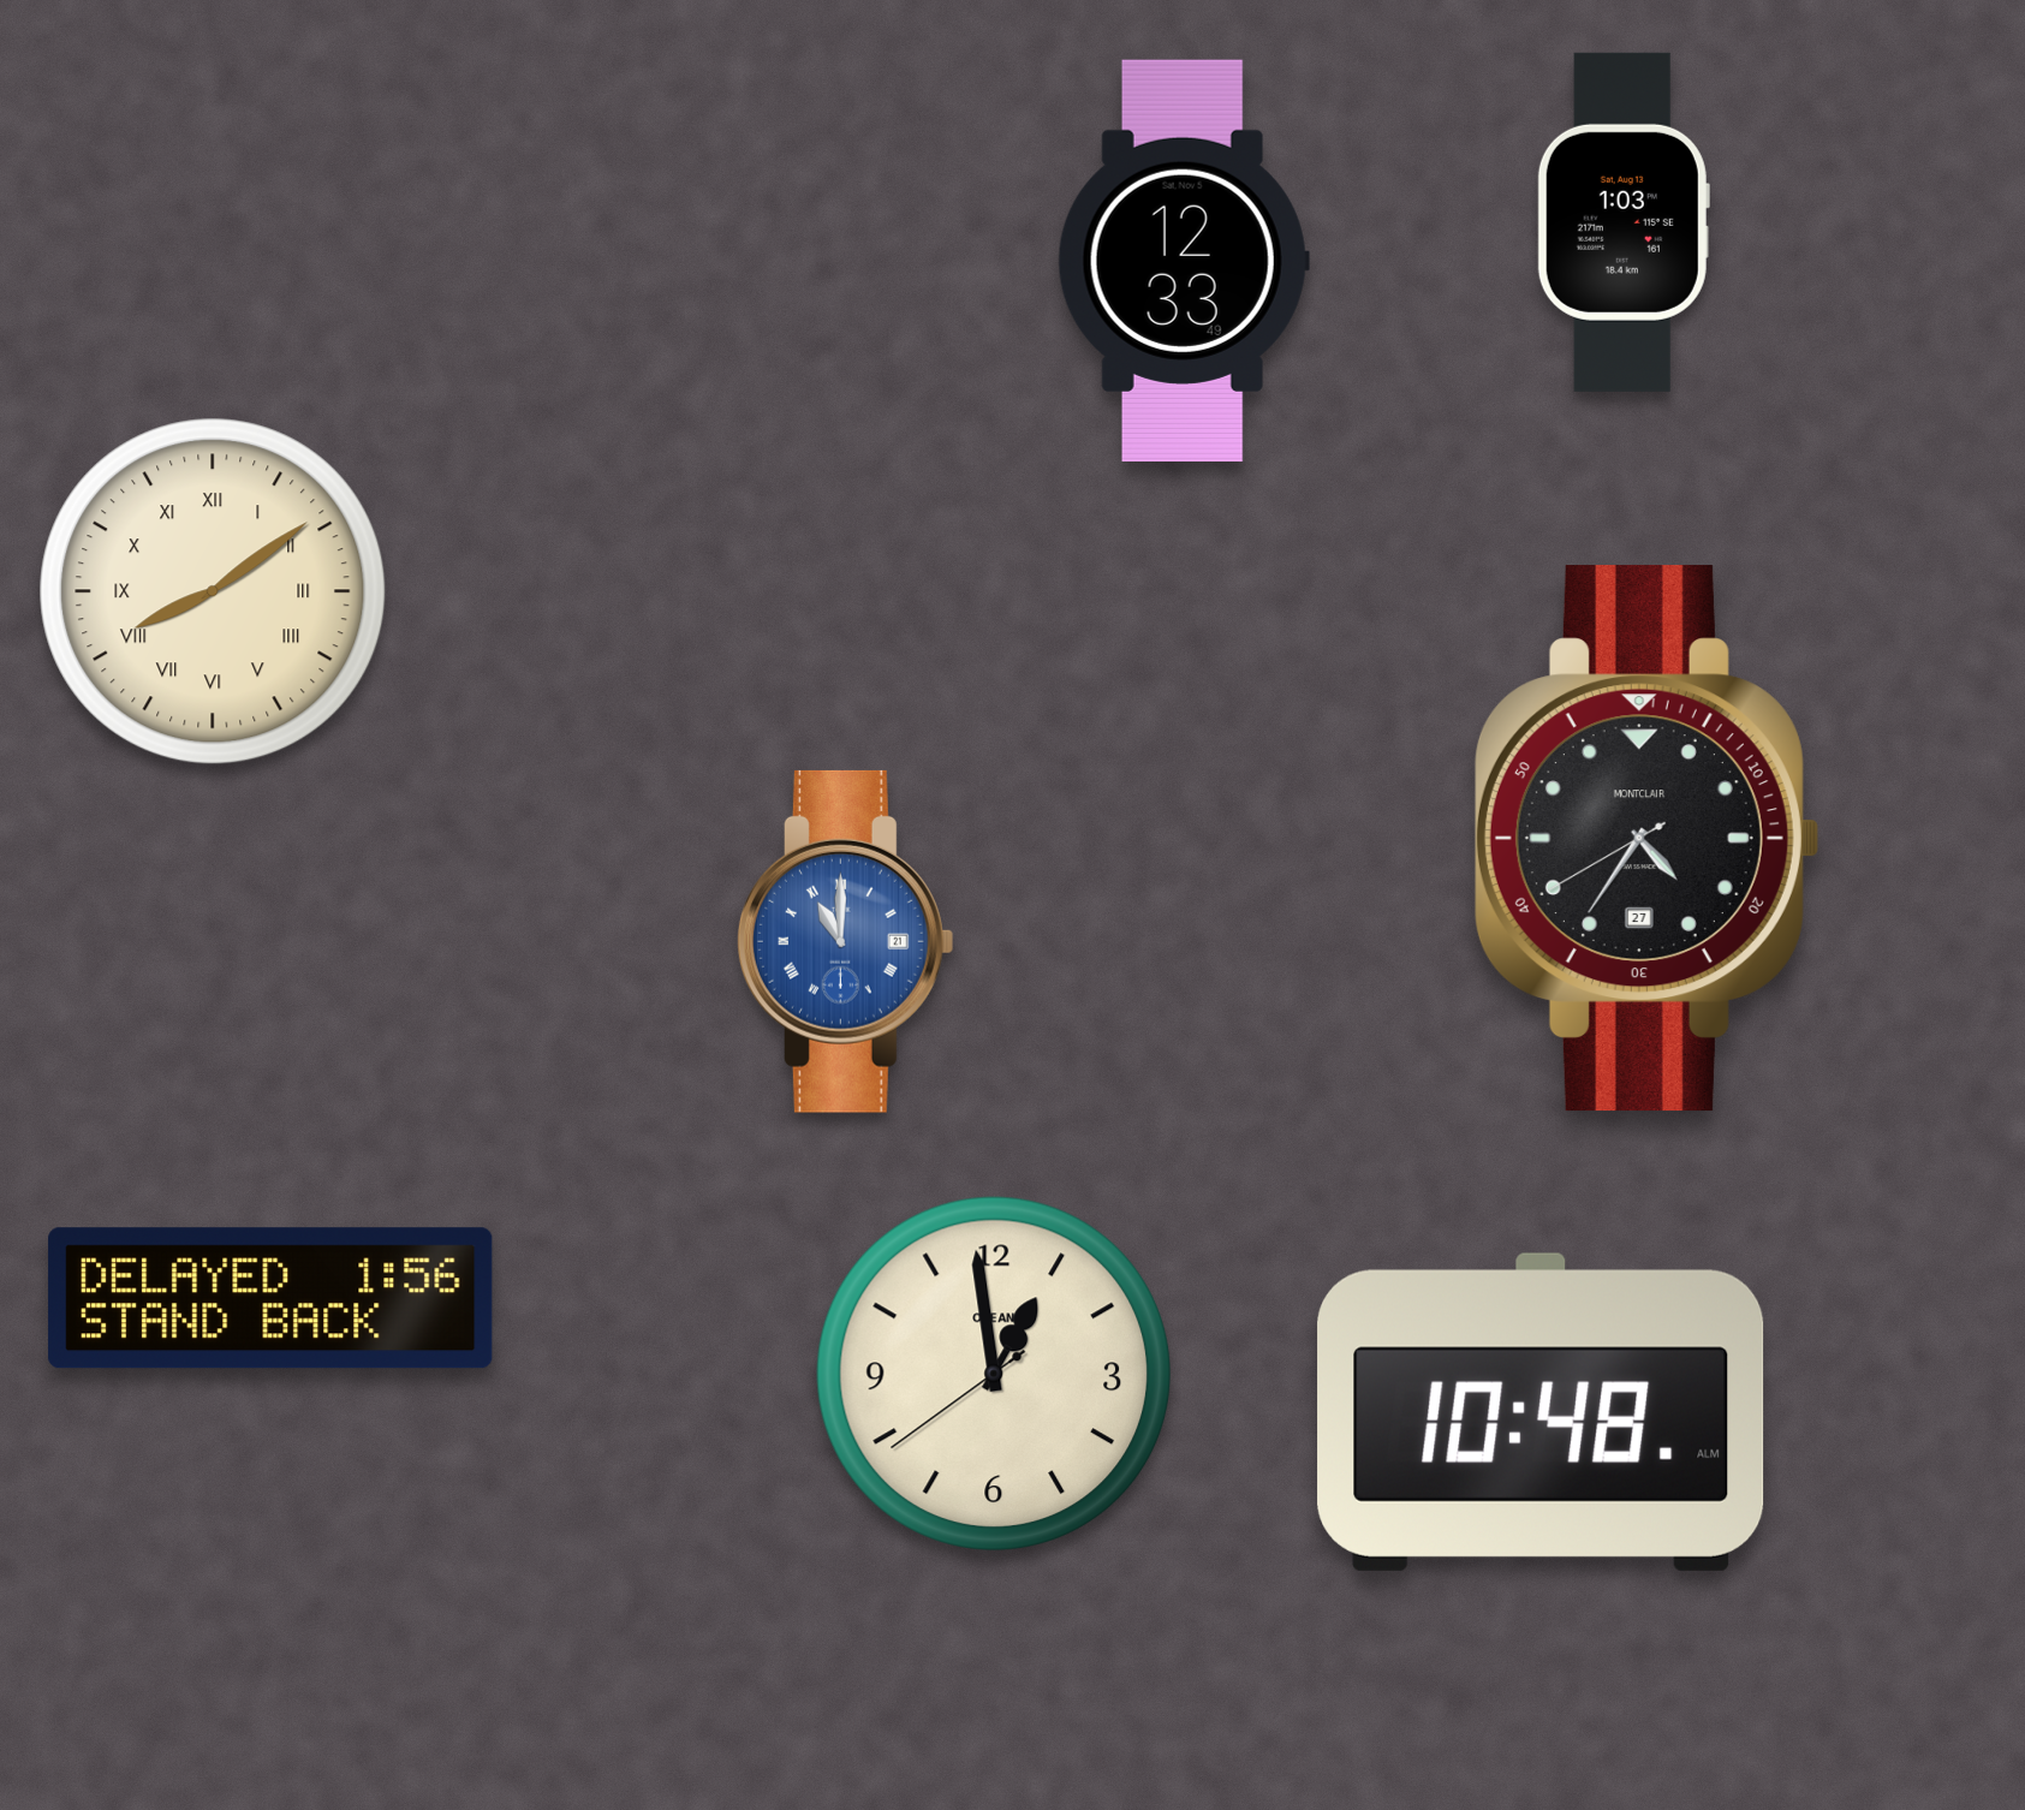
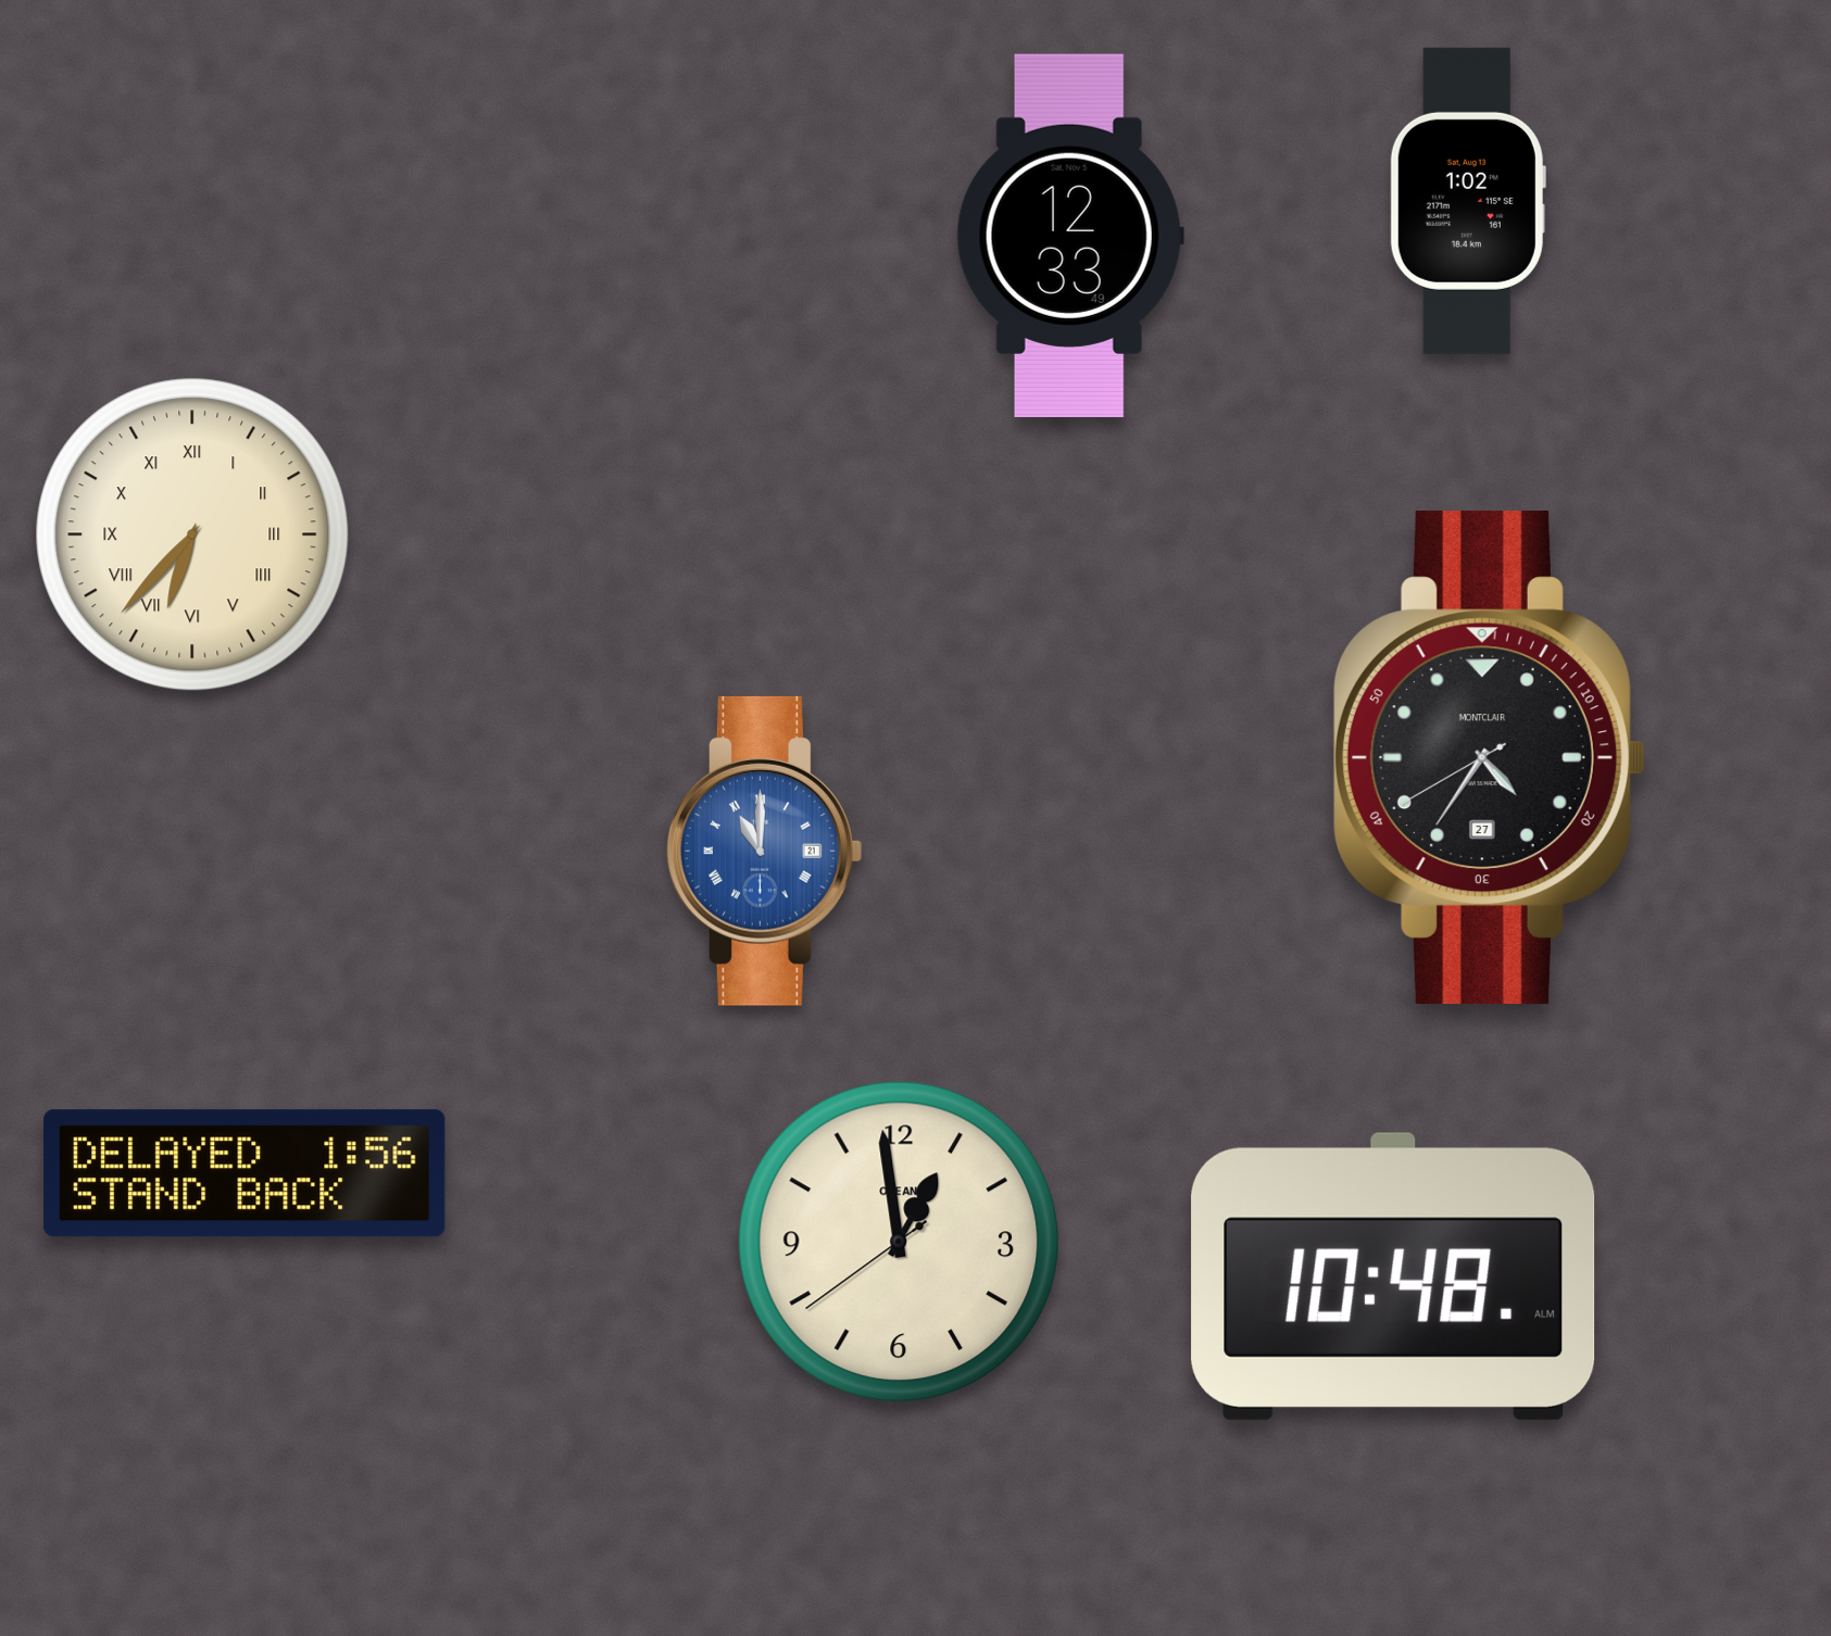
clock at (1624, 222): 1:03 -> 1:02
clock at (213, 591): 8:09 -> 6:37
